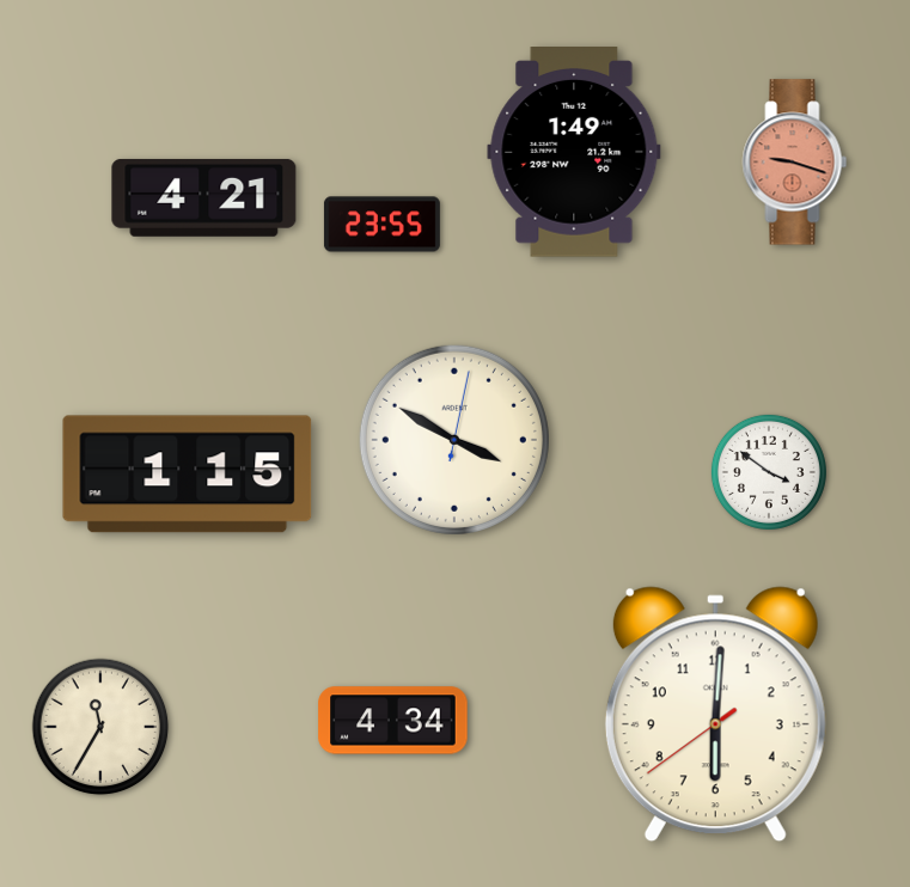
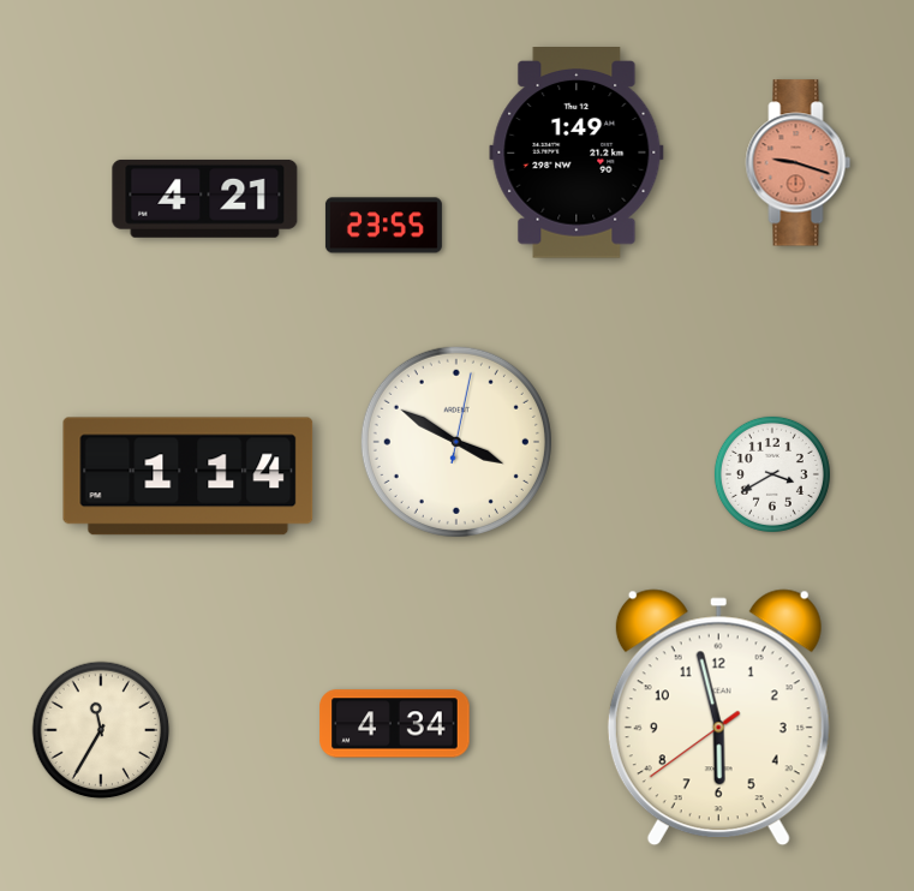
clock at (769, 472): 3:51 -> 3:40
clock at (188, 475): 1:15 -> 1:14
clock at (715, 715): 6:00 -> 5:57
